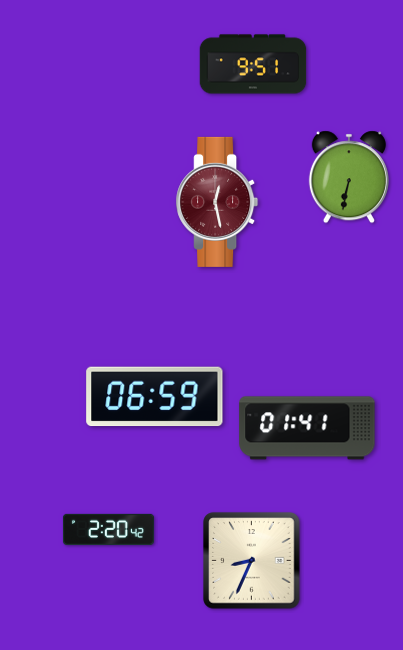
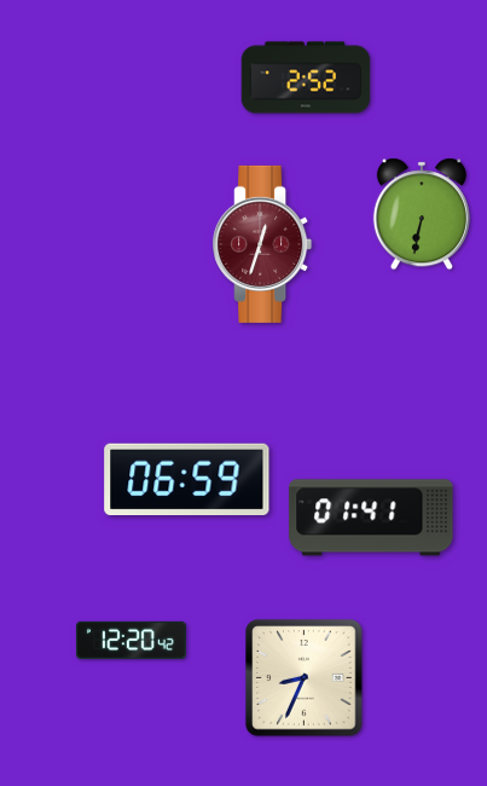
clock at (253, 64): 9:51 -> 2:52
clock at (217, 202): 12:28 -> 12:33
clock at (108, 529): 2:20 -> 12:20
